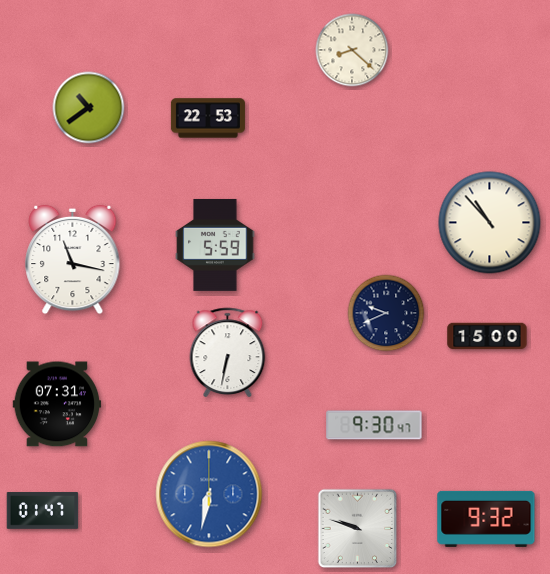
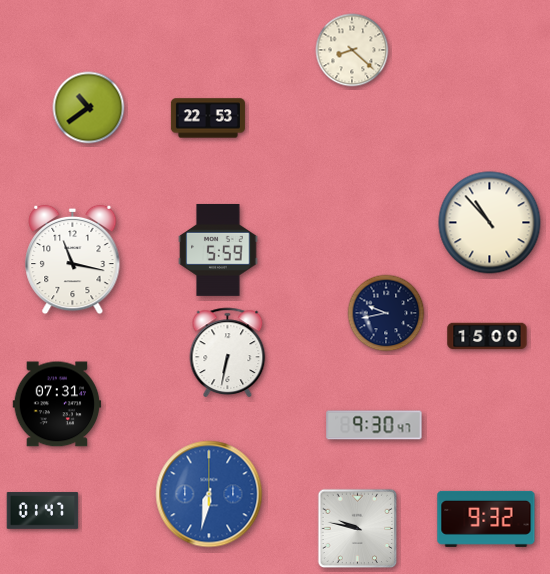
clock at (215, 245) position: (215, 245) -> (218, 250)
clock at (386, 313): 9:41 -> 9:43
clock at (358, 529): 9:48 -> 9:47
